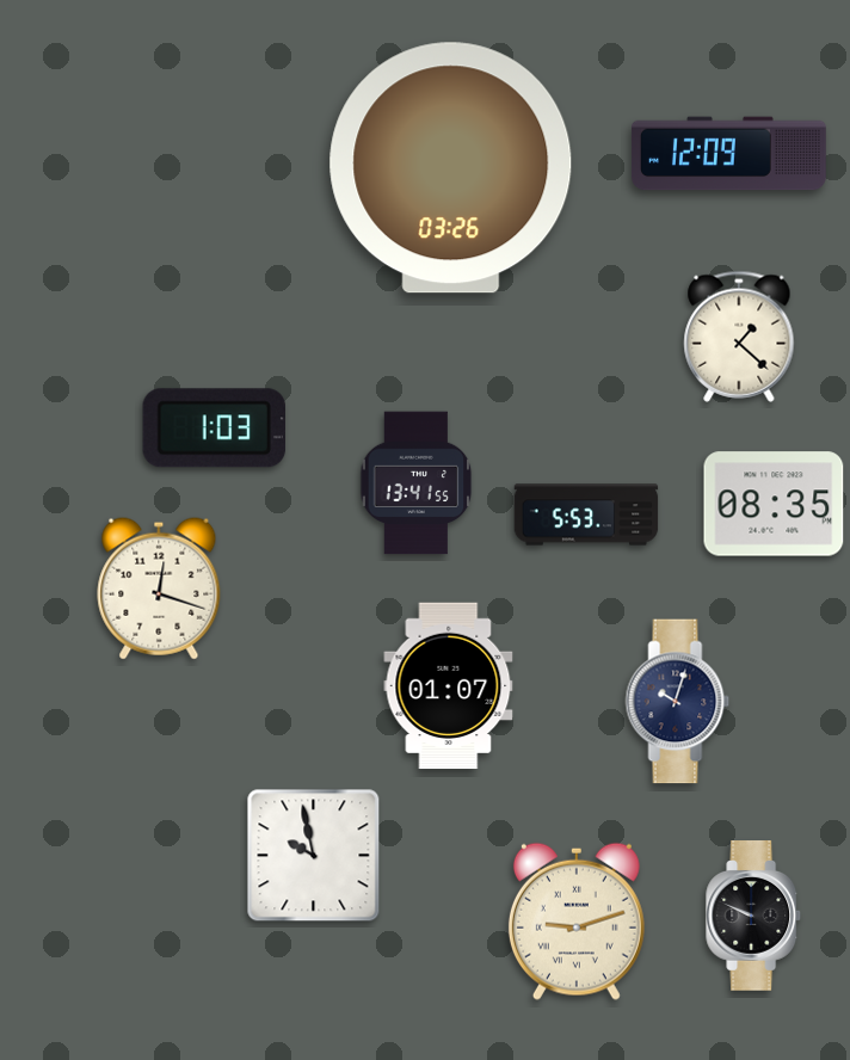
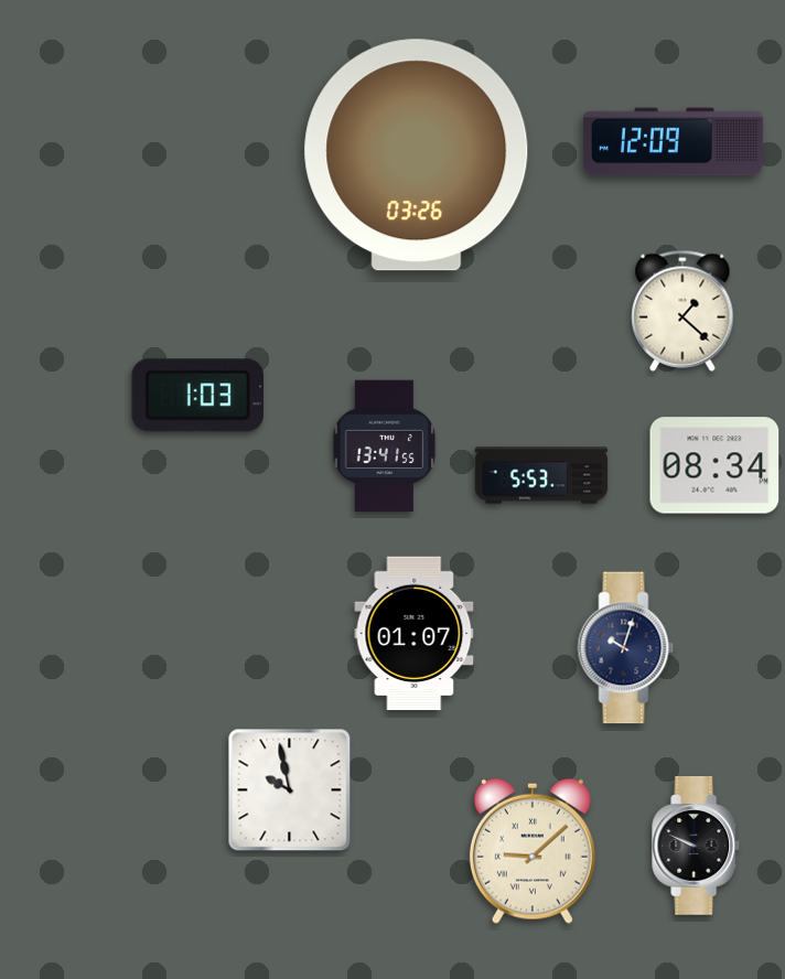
clock at (774, 504): 08:35 -> 08:34
clock at (159, 588): 12:18 -> none
clock at (577, 922): 9:12 -> 9:08
